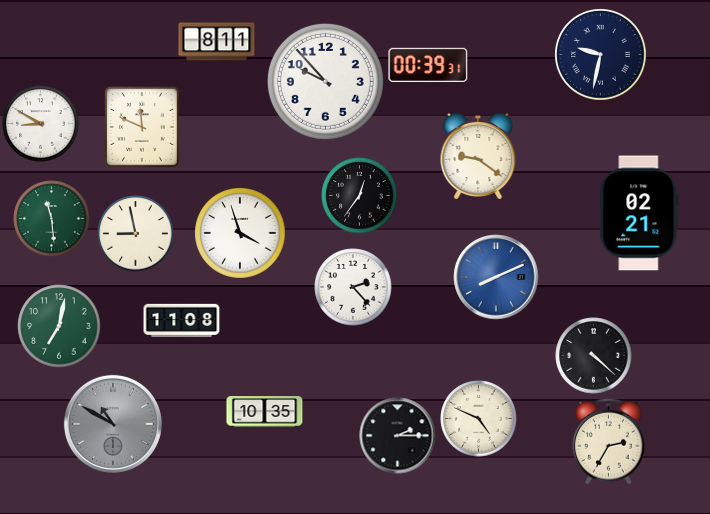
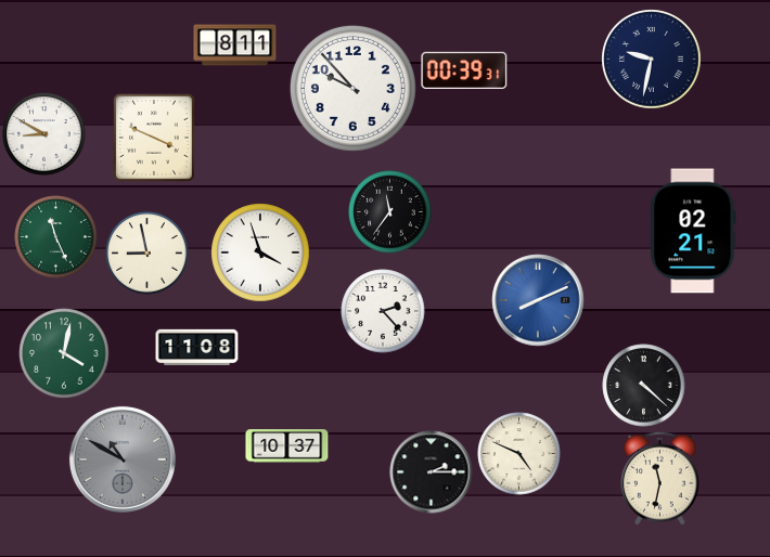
clock at (143, 127): 11:49 -> 3:49
clock at (478, 156): 9:21 -> none
clock at (360, 196): 12:36 -> 11:36
clock at (52, 219): 11:29 -> 11:26
clock at (59, 326): 7:02 -> 4:02
clock at (265, 412): 10:35 -> 10:37
clock at (609, 441): 2:35 -> 11:32
